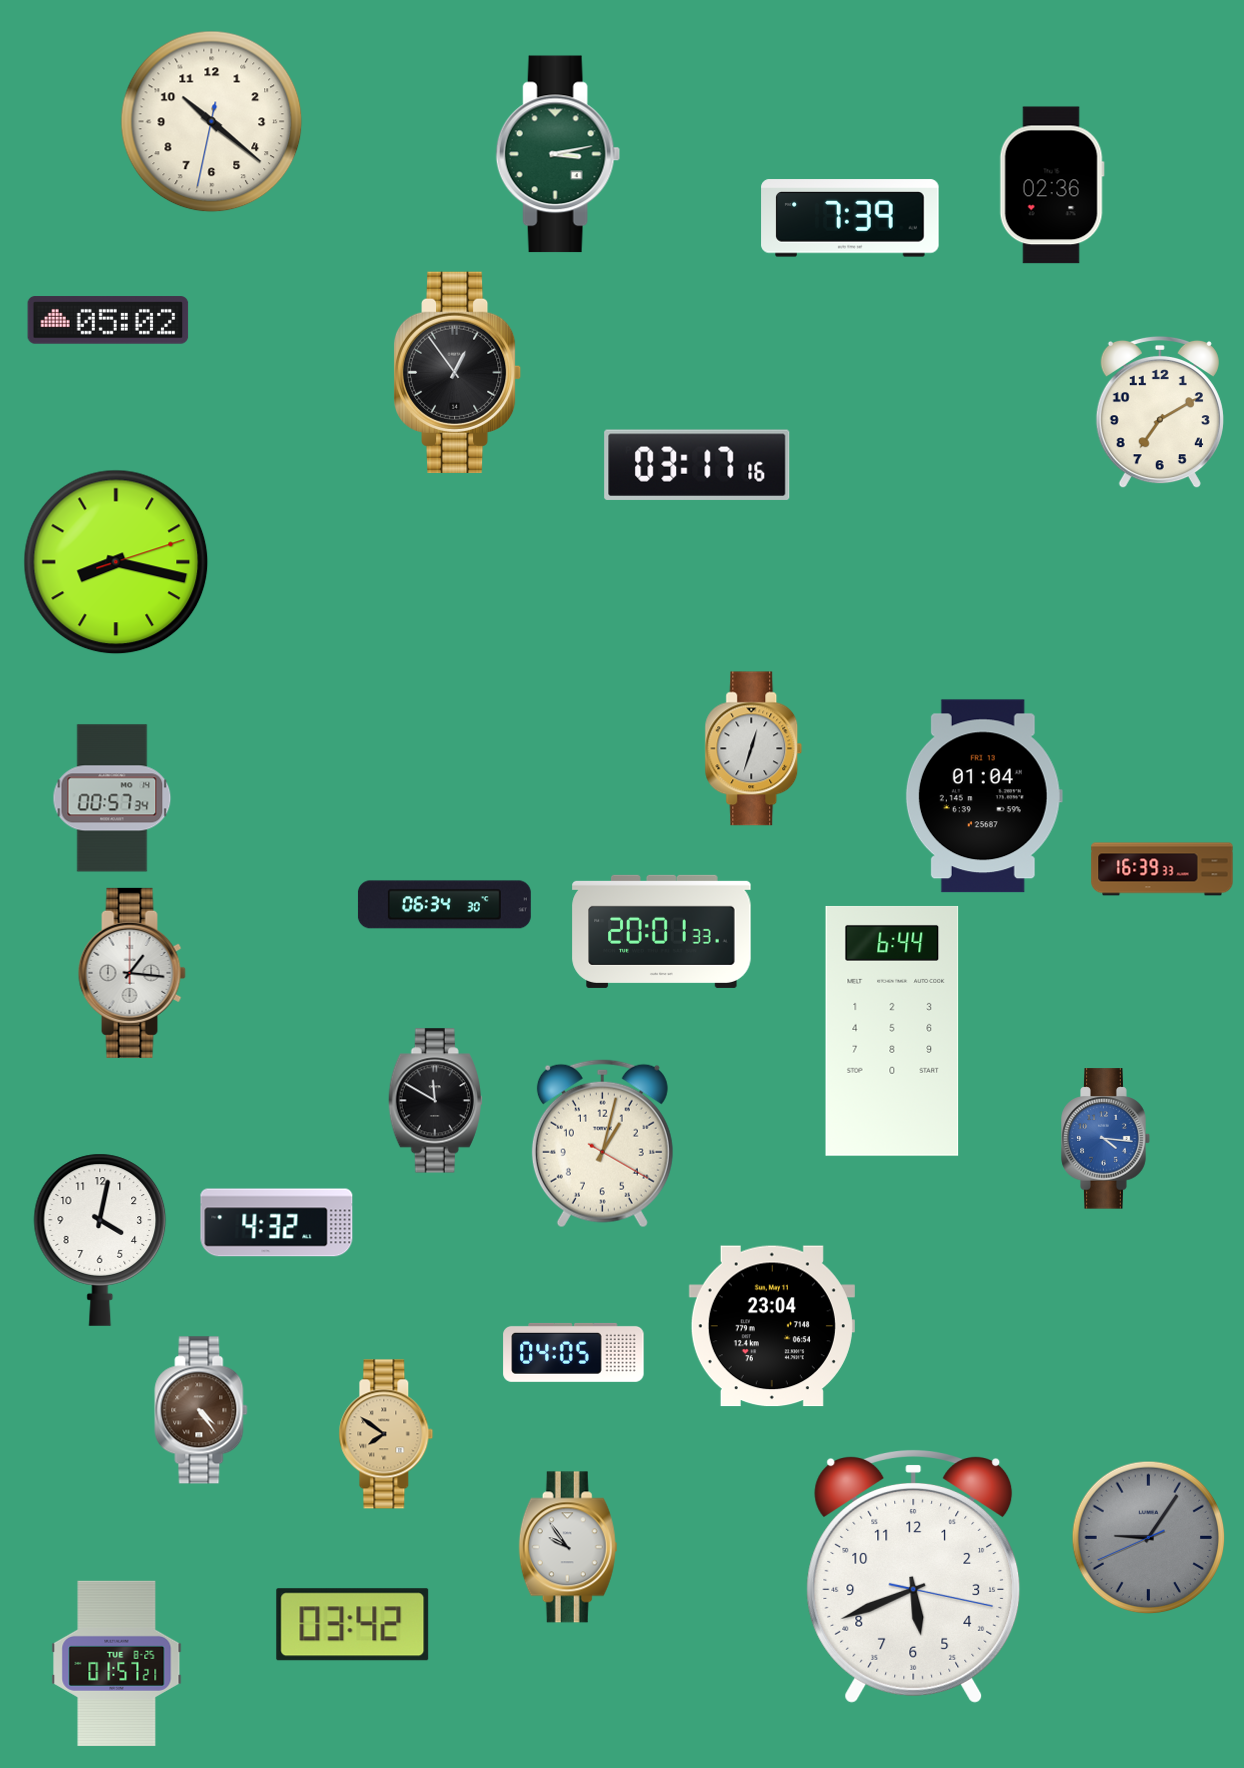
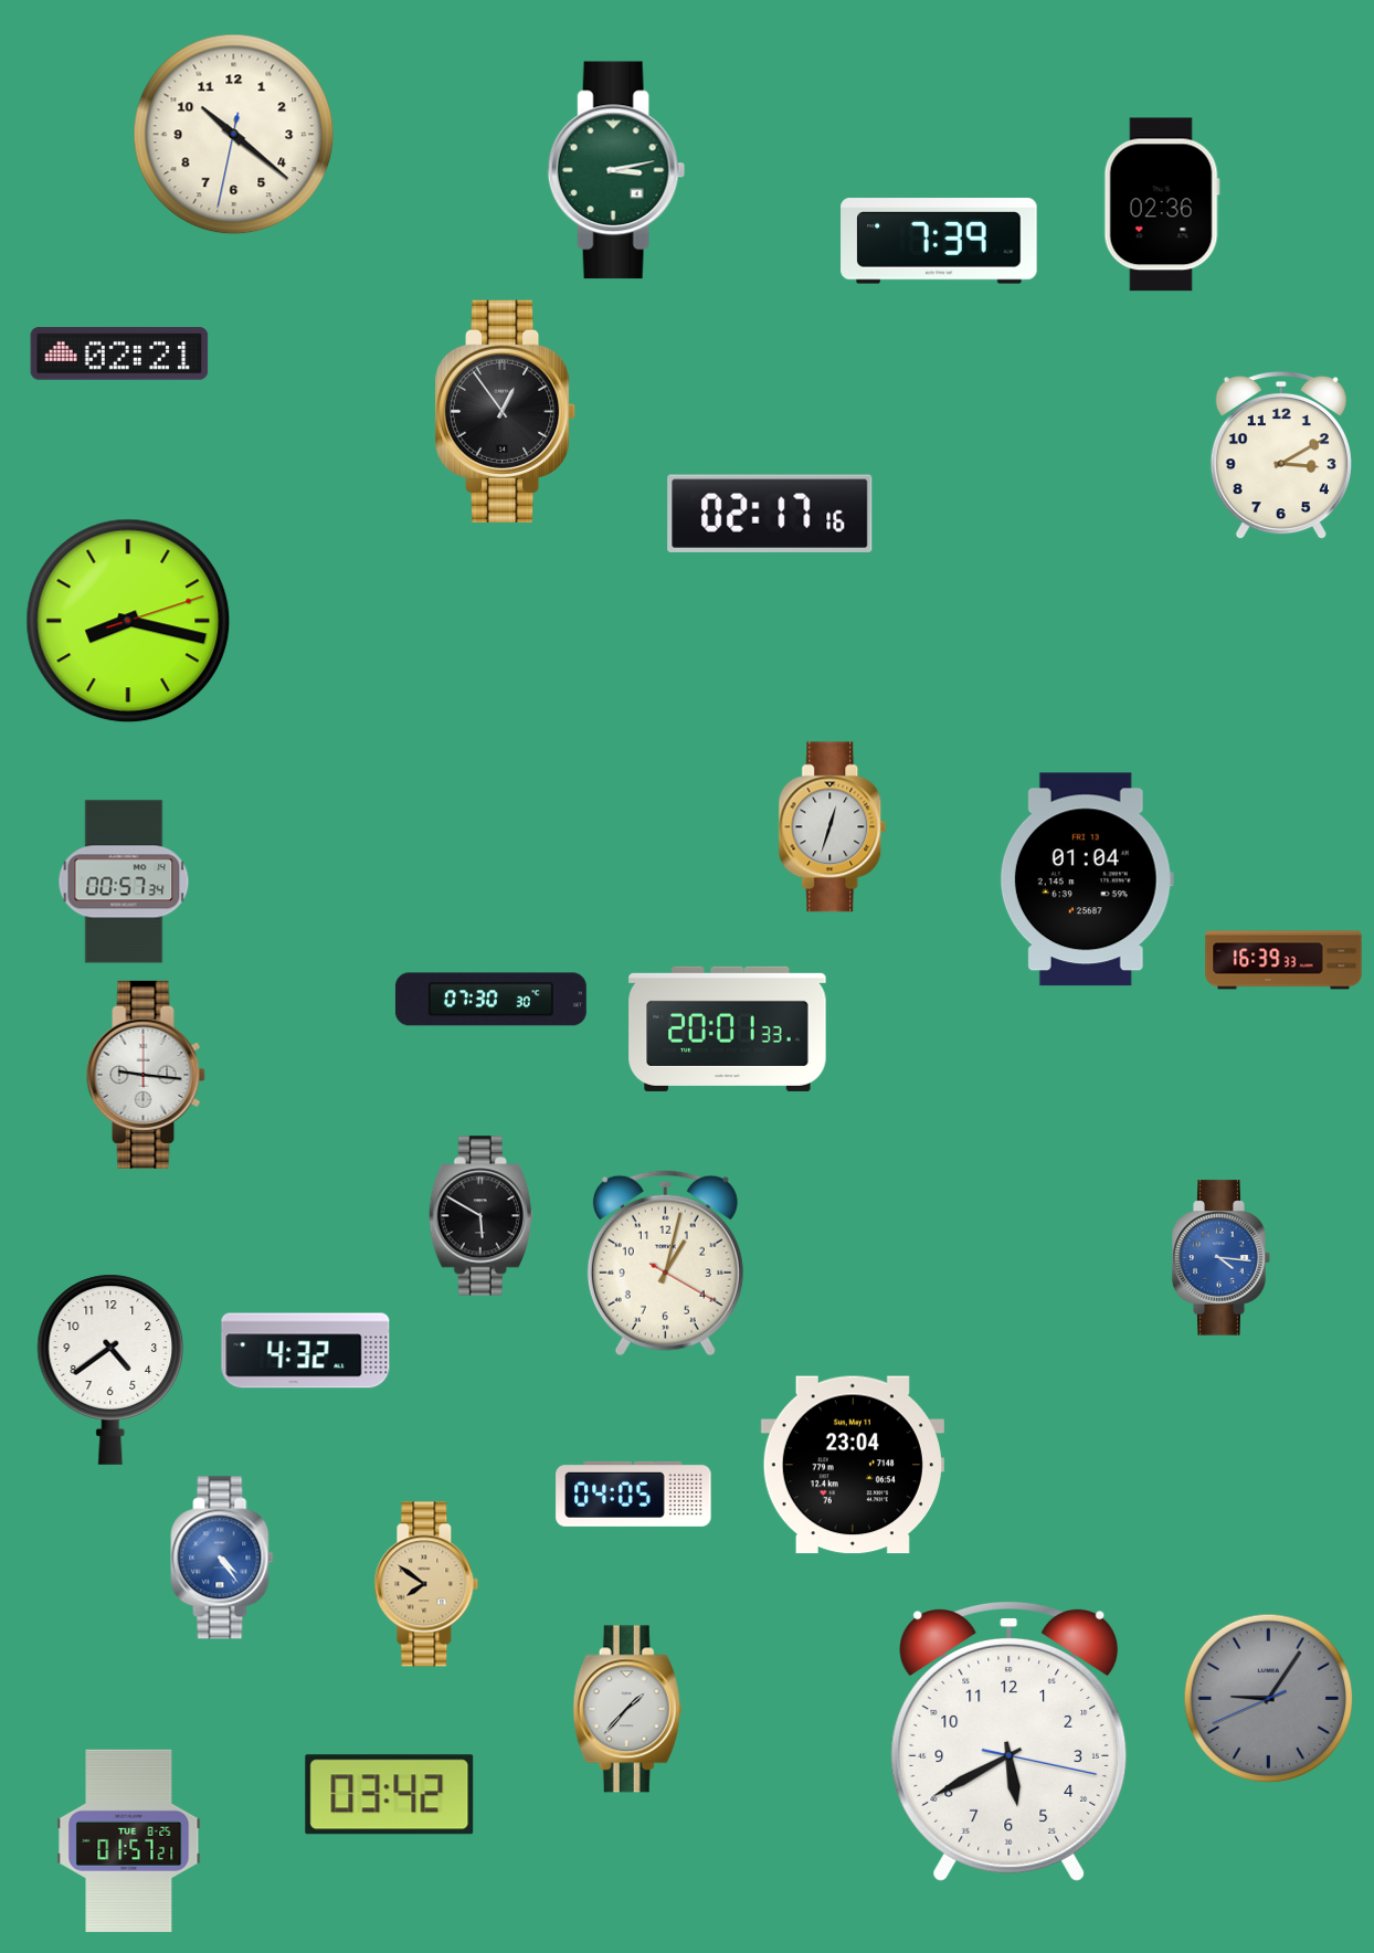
clock at (108, 320): 05:02 -> 02:21
clock at (1160, 412): 7:10 -> 3:10
clock at (697, 465): 03:17 -> 02:17
clock at (444, 905): 06:34 -> 07:30
clock at (662, 931) position: (662, 931) -> (728, 1028)
clock at (132, 973): 1:16 -> 9:16
clock at (892, 1031): 6:44 -> none
clock at (435, 1101): 11:50 -> 5:50
clock at (100, 1240): 4:02 -> 4:39
clock at (201, 1410) dial: brown -> blue
clock at (568, 1547): 9:54 -> 1:37
clock at (914, 1576): 5:41 -> 5:40
clock at (117, 1663) position: (117, 1663) -> (129, 1840)
